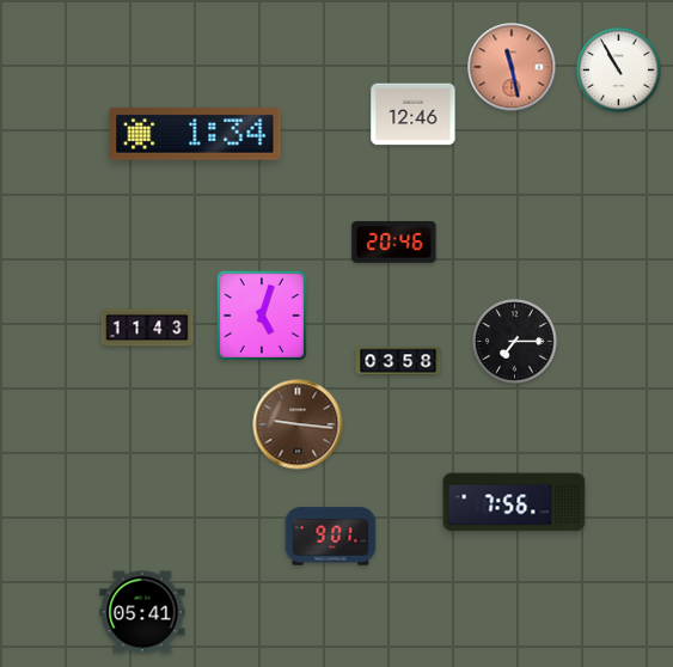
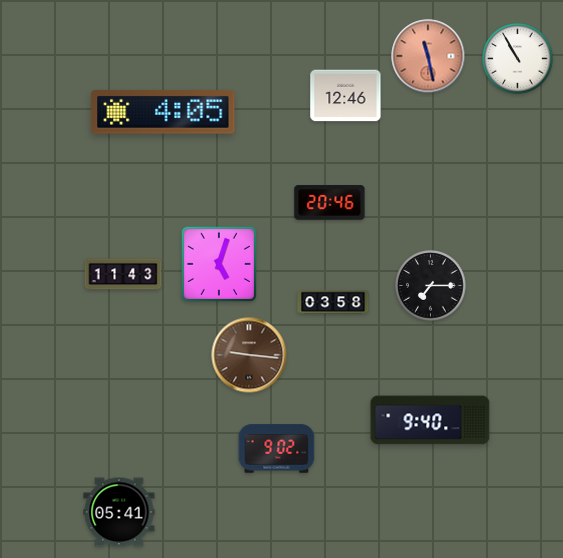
clock at (195, 134): 1:34 -> 4:05
clock at (514, 502): 7:56 -> 9:40
clock at (331, 537): 9:01 -> 9:02
